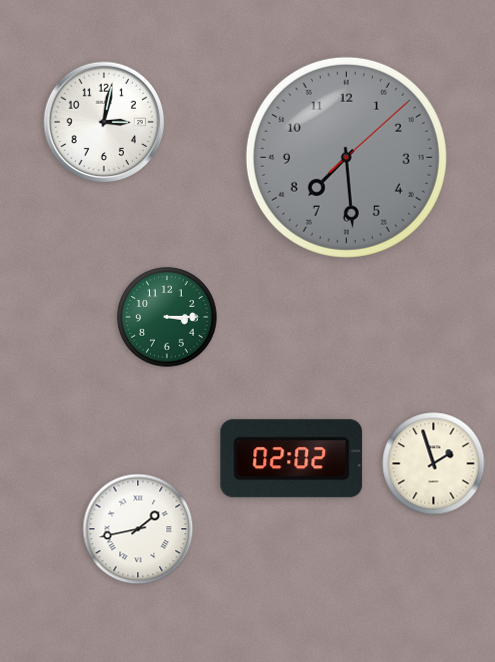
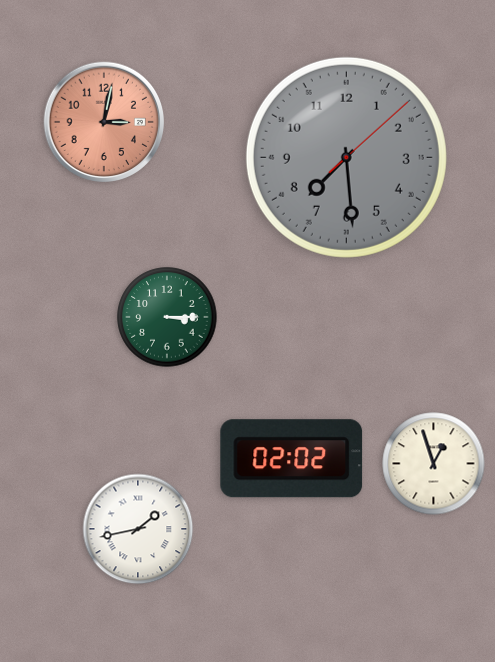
clock at (104, 122) dial: white -> salmon
clock at (434, 464): 1:57 -> 12:57
